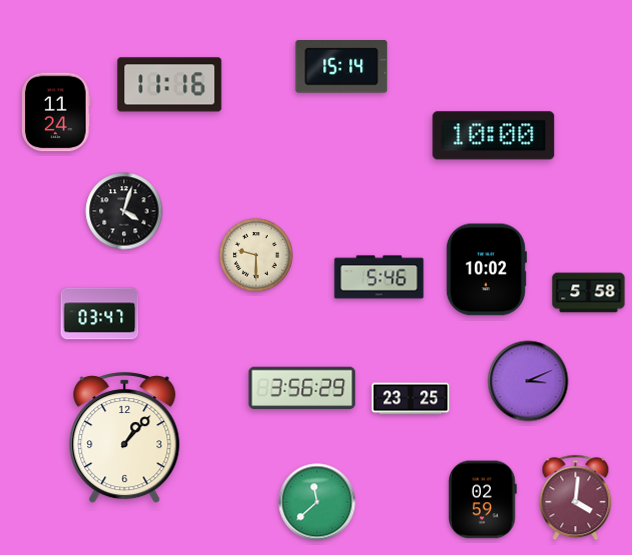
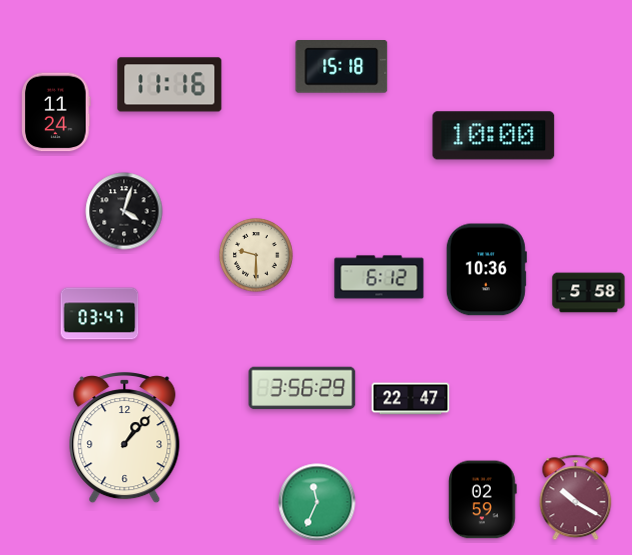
clock at (342, 67): 15:14 -> 15:18
clock at (486, 270): 10:02 -> 10:36
clock at (379, 277): 5:46 -> 6:12
clock at (528, 381): 3:11 -> none
clock at (411, 399): 23:25 -> 22:47
clock at (576, 498): 4:01 -> 10:20
clock at (317, 502): 11:38 -> 11:34
